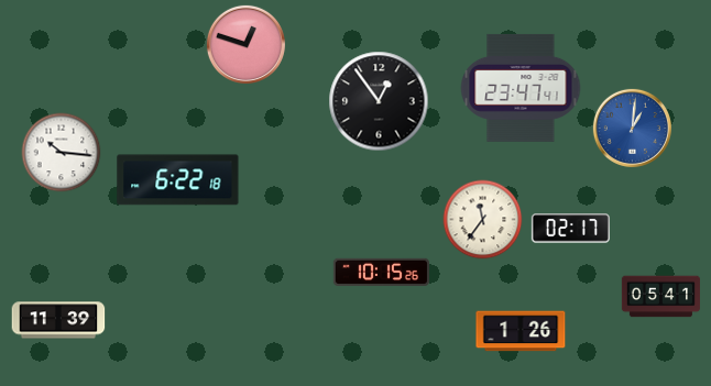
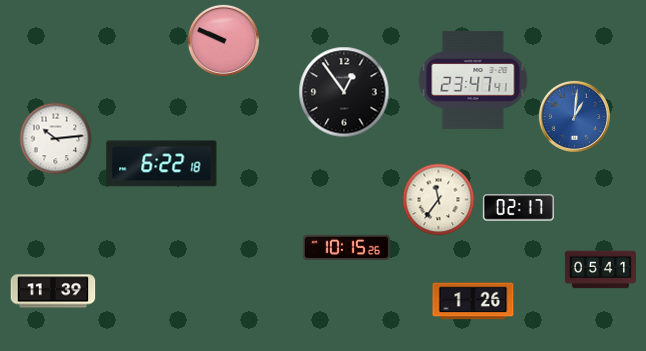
clock at (245, 44): 12:48 -> 9:49
clock at (62, 153): 10:16 -> 10:14
